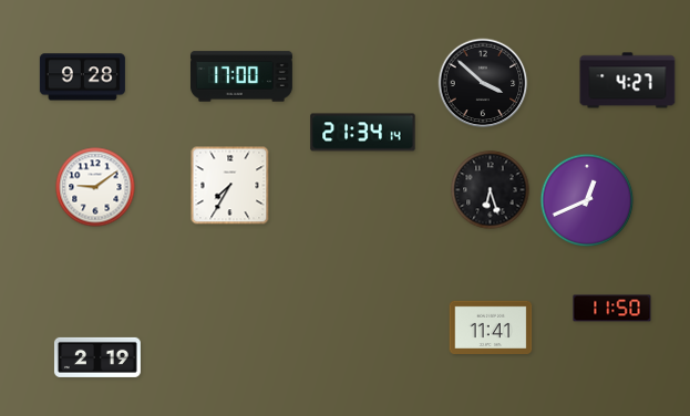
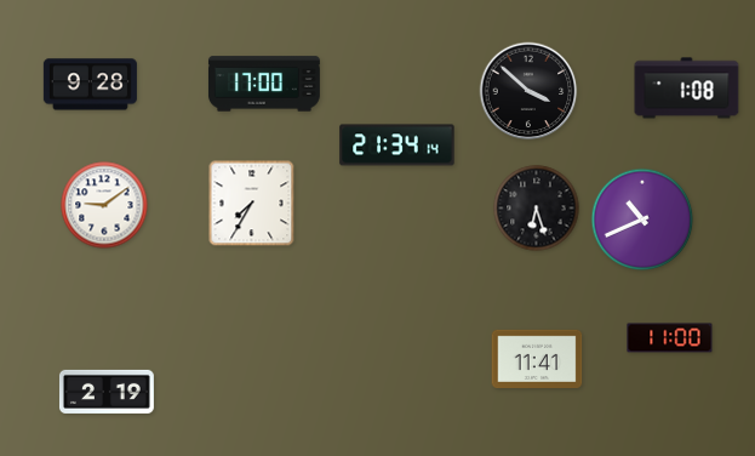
clock at (628, 81): 4:27 -> 1:08
clock at (587, 200): 12:41 -> 10:41
clock at (612, 309): 11:50 -> 11:00
